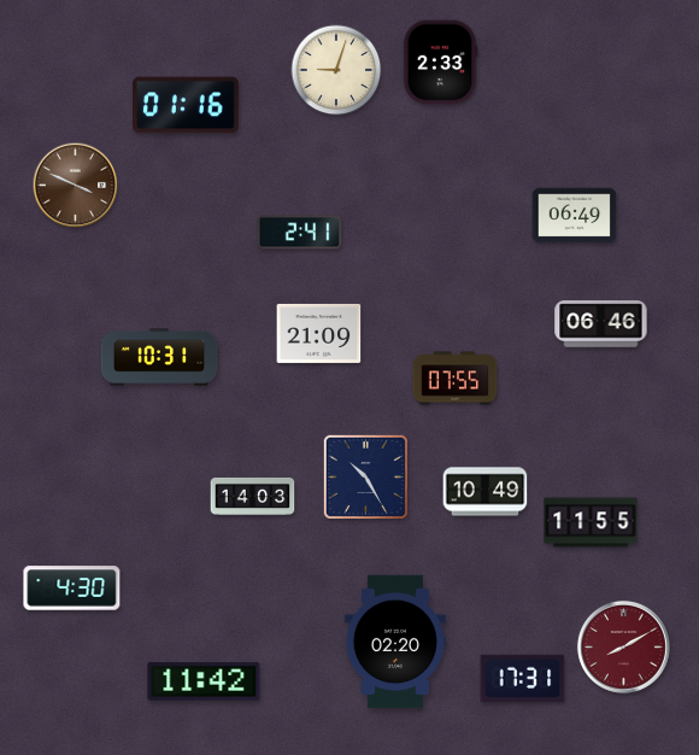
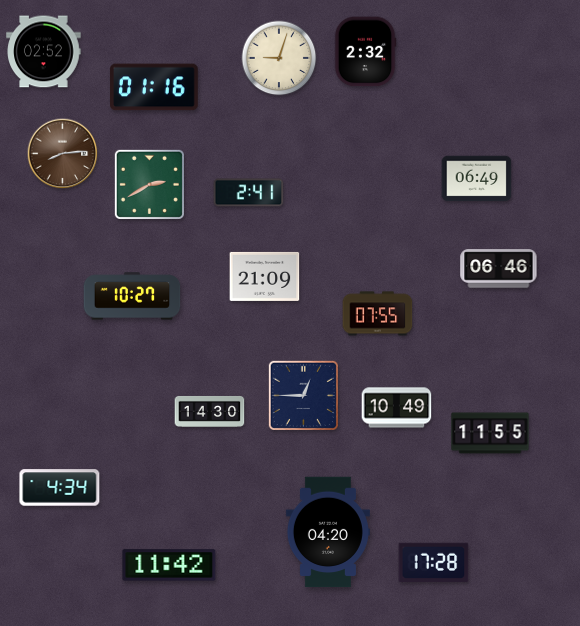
clock at (44, 52): none -> 02:52
clock at (440, 63): 2:33 -> 2:32
clock at (76, 186): 3:49 -> 8:14
clock at (149, 184): none -> 2:40
clock at (159, 357): 10:31 -> 10:27
clock at (365, 476): 10:25 -> 12:45
clock at (486, 492) position: (486, 492) -> (397, 408)
clock at (253, 496): 14:03 -> 14:30
clock at (72, 589): 4:30 -> 4:34
clock at (395, 642): 02:20 -> 04:20
clock at (623, 646): 8:10 -> none
clock at (523, 678): 17:31 -> 17:28
